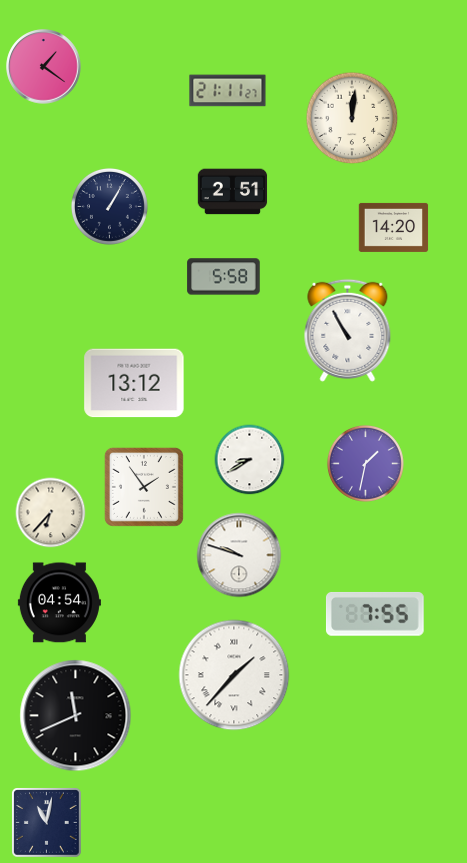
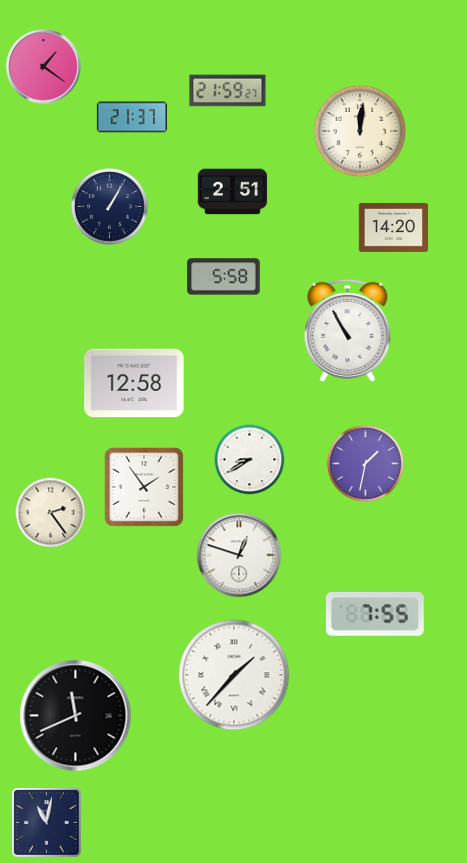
clock at (228, 91): 21:11 -> 21:59
clock at (132, 117): none -> 21:37
clock at (352, 118) position: (352, 118) -> (360, 131)
clock at (134, 383): 13:12 -> 12:58
clock at (51, 513): 6:37 -> 2:24
clock at (239, 555): 9:48 -> 12:48
clock at (59, 603): 04:54 -> none
